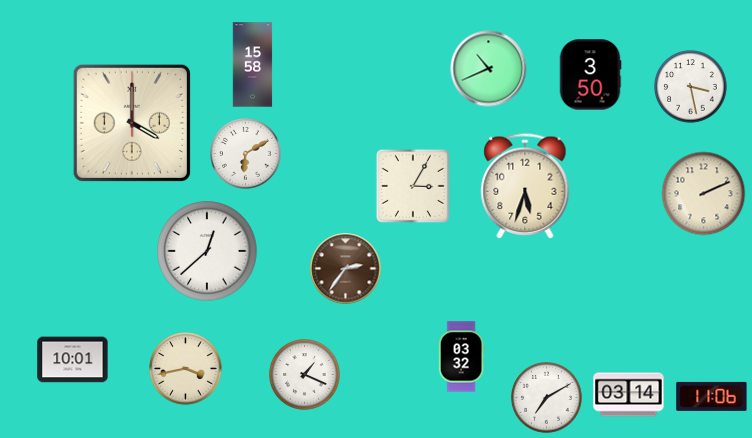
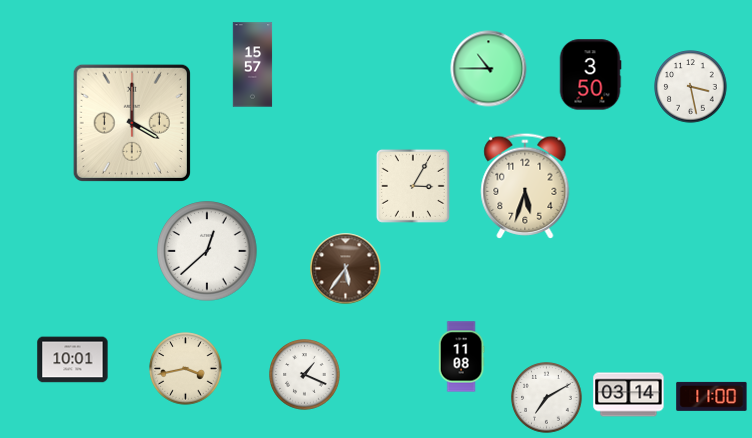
clock at (253, 65): 15:58 -> 15:57
clock at (489, 69): 10:41 -> 10:45
clock at (246, 154): 6:10 -> none
clock at (704, 194): 2:11 -> none
clock at (346, 269): 2:36 -> 5:36
clock at (461, 357): 03:32 -> 11:08
clock at (712, 396): 11:06 -> 11:00
